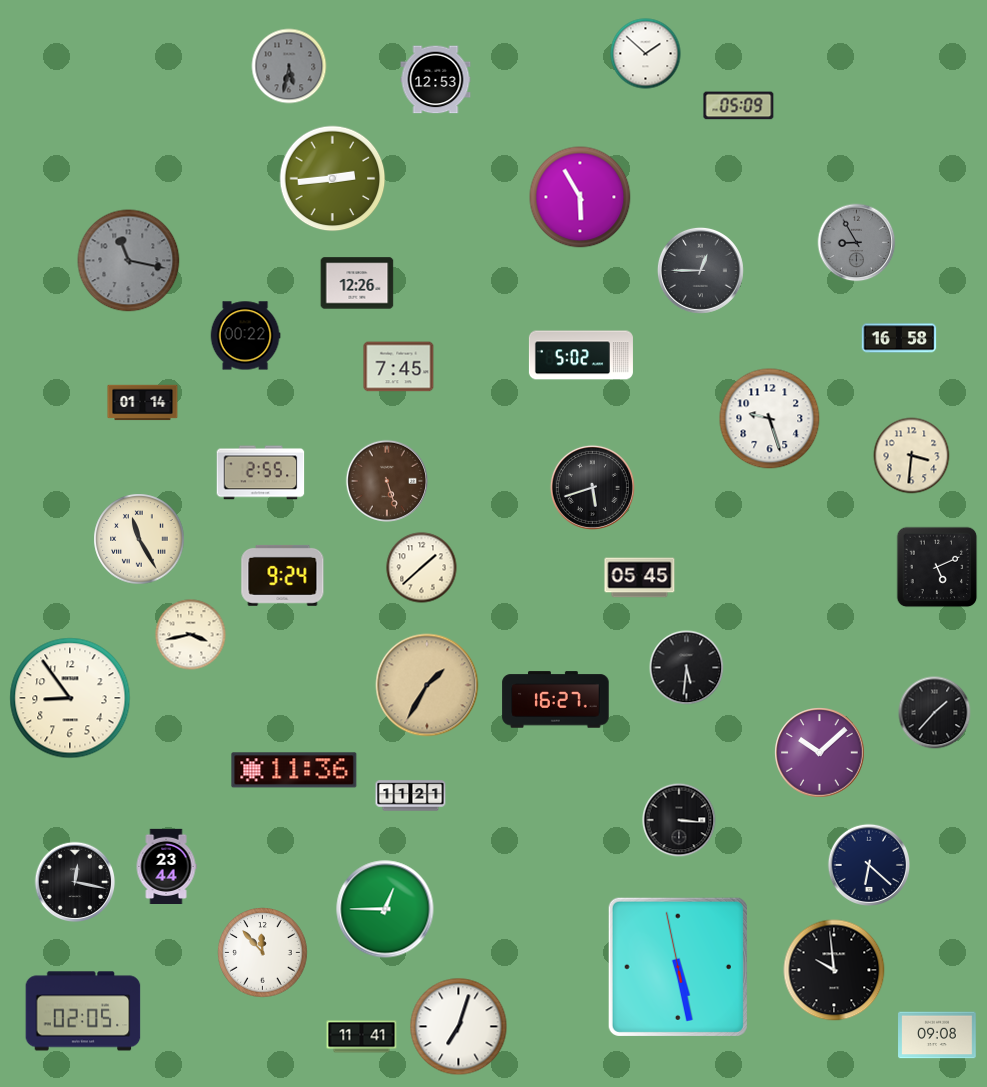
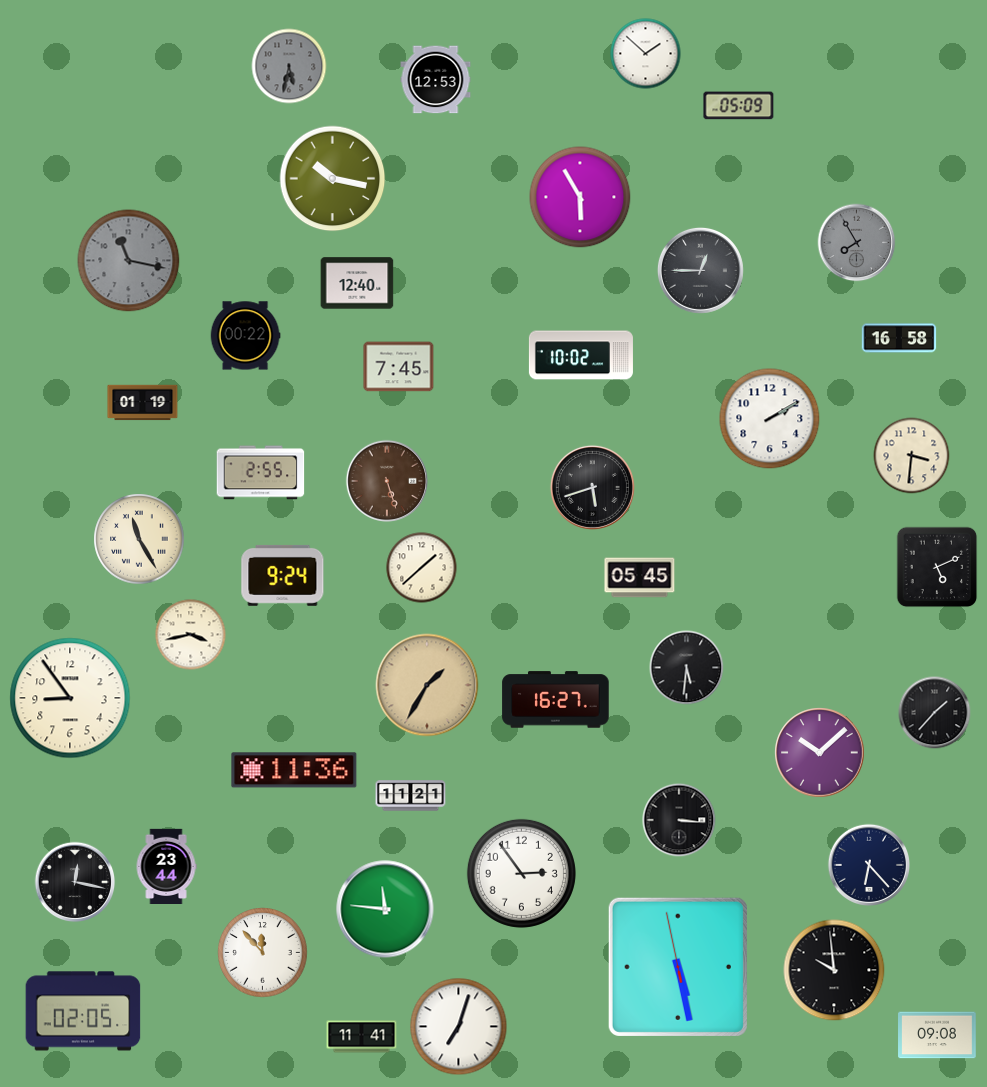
clock at (333, 179): 2:44 -> 10:17
clock at (857, 243): 8:55 -> 7:55
clock at (357, 283): 12:26 -> 12:40
clock at (581, 355): 5:02 -> 10:02
clock at (143, 403): 01:14 -> 01:19
clock at (770, 419): 9:27 -> 2:10
clock at (868, 864): 6:22 -> 6:23
clock at (521, 873): none -> 2:54
clock at (385, 909): 12:45 -> 11:46
